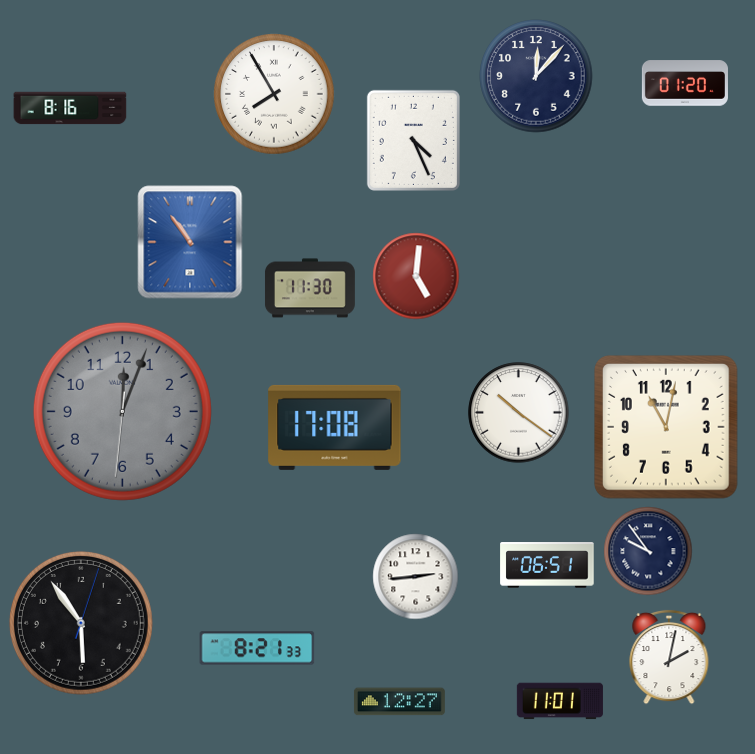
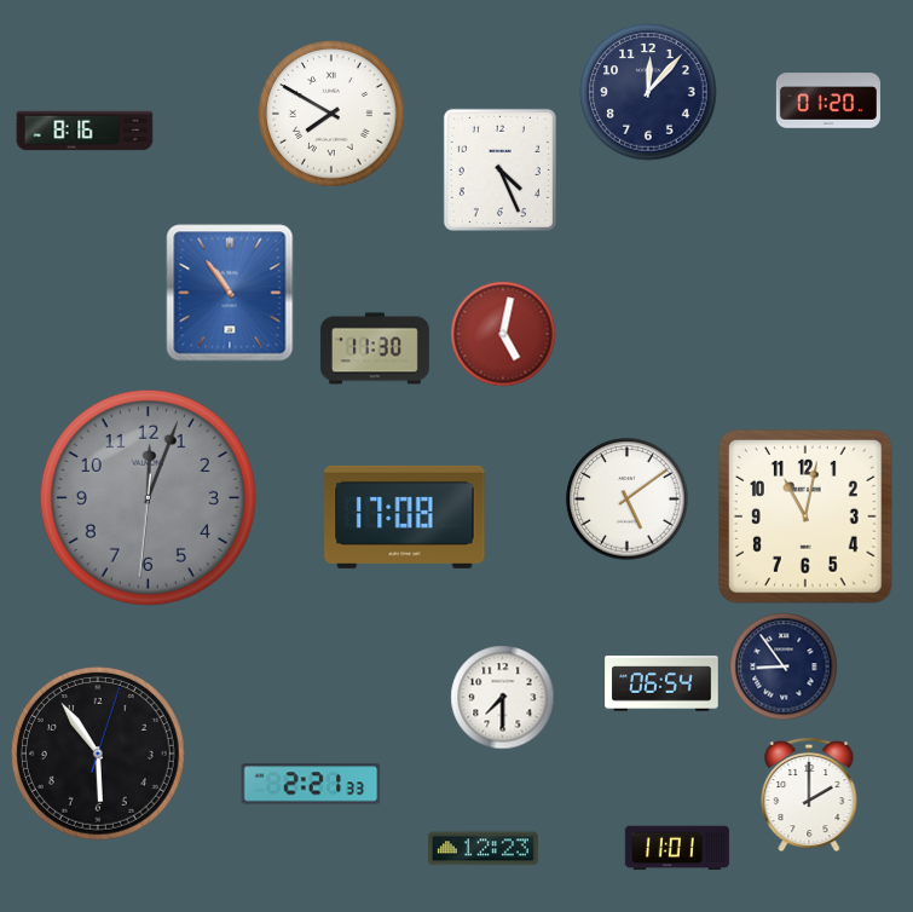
clock at (274, 94): 7:55 -> 7:50
clock at (416, 276): 5:01 -> 5:02
clock at (519, 413): 10:21 -> 5:09
clock at (648, 551): 9:54 -> 8:54
clock at (547, 565): 06:51 -> 06:54
clock at (416, 577): 2:44 -> 7:30
clock at (257, 648): 8:21 -> 2:21
clock at (669, 657): 2:02 -> 2:00
clock at (399, 702): 12:27 -> 12:23
